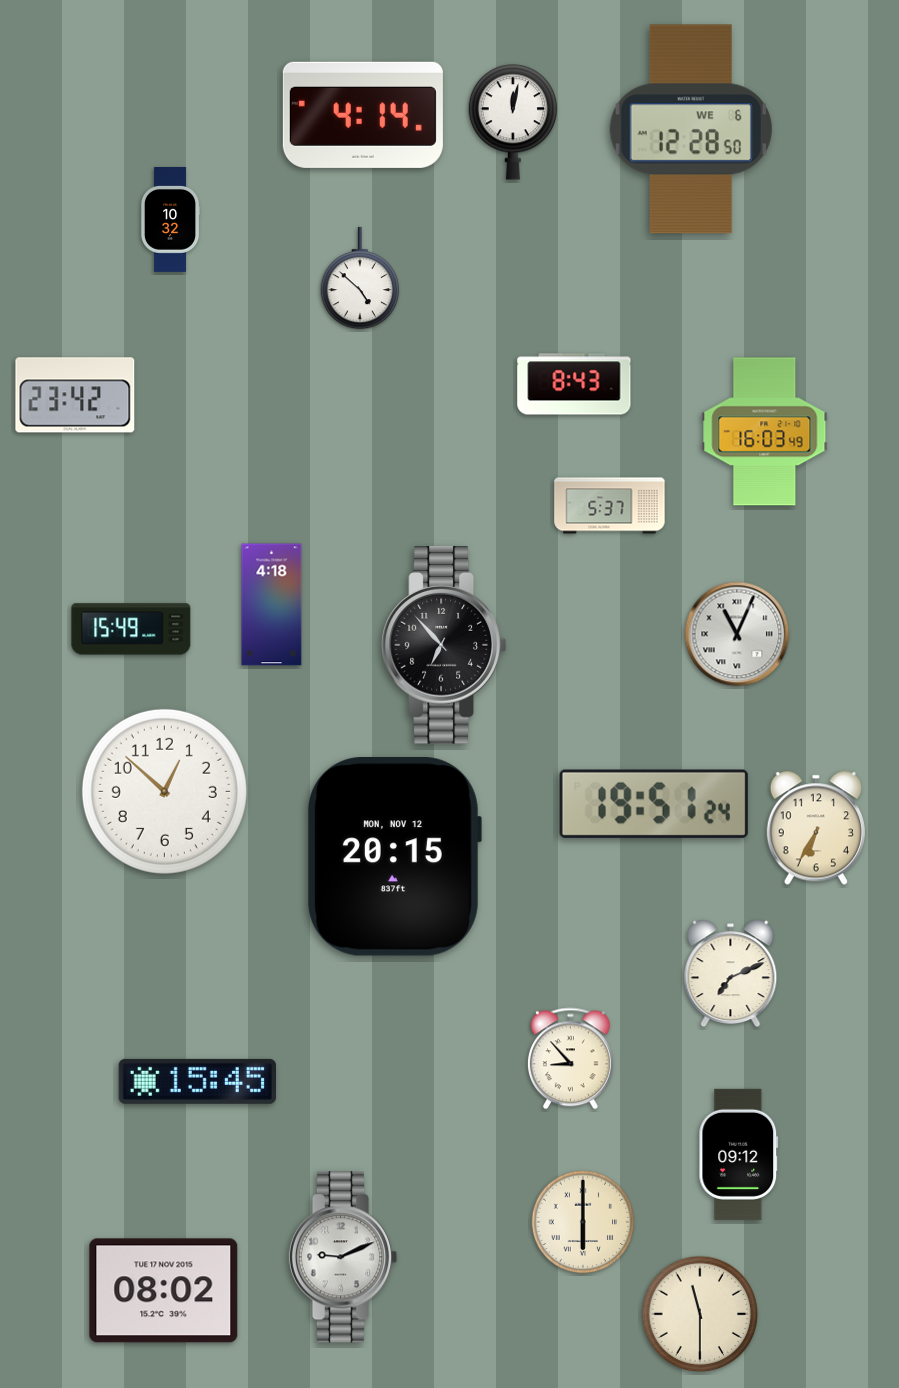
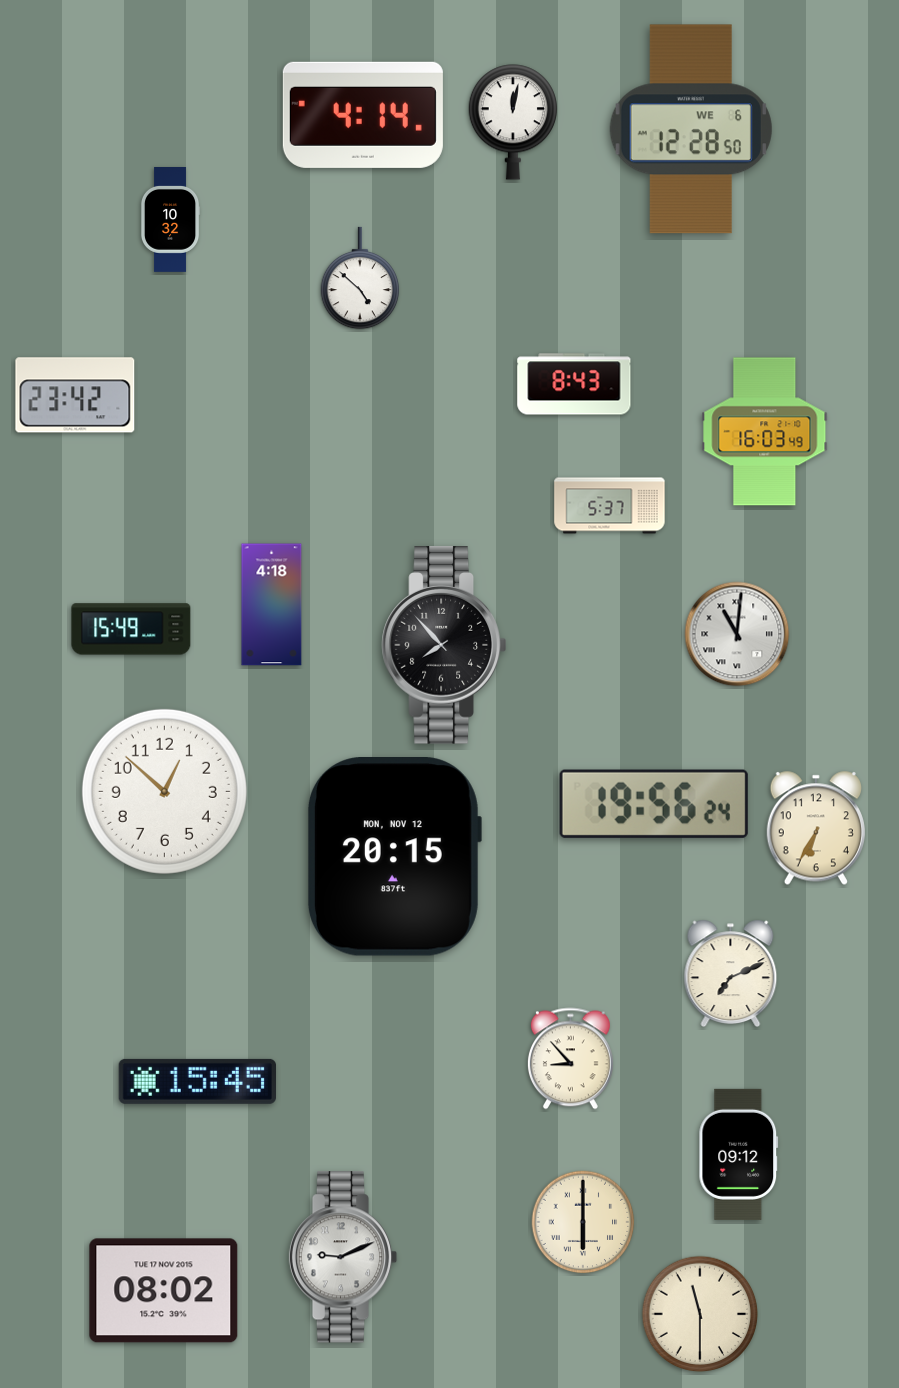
clock at (737, 634): 11:04 -> 11:01
clock at (444, 645): 6:53 -> 7:53
clock at (654, 804): 19:51 -> 19:56
